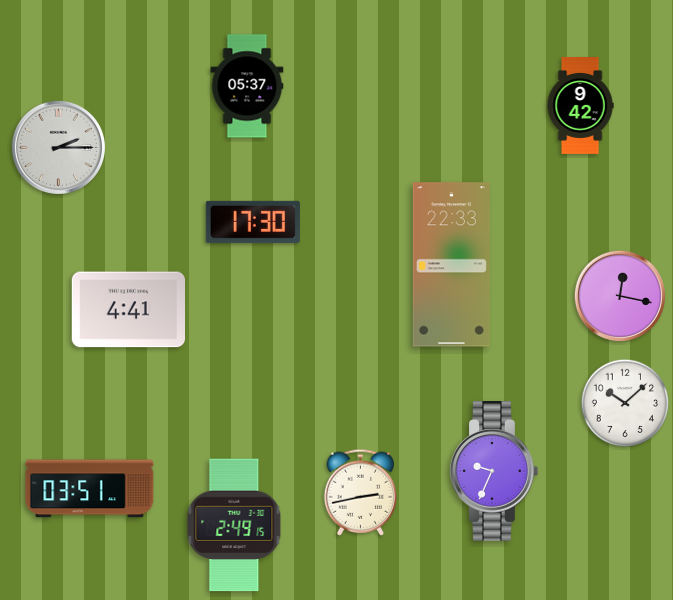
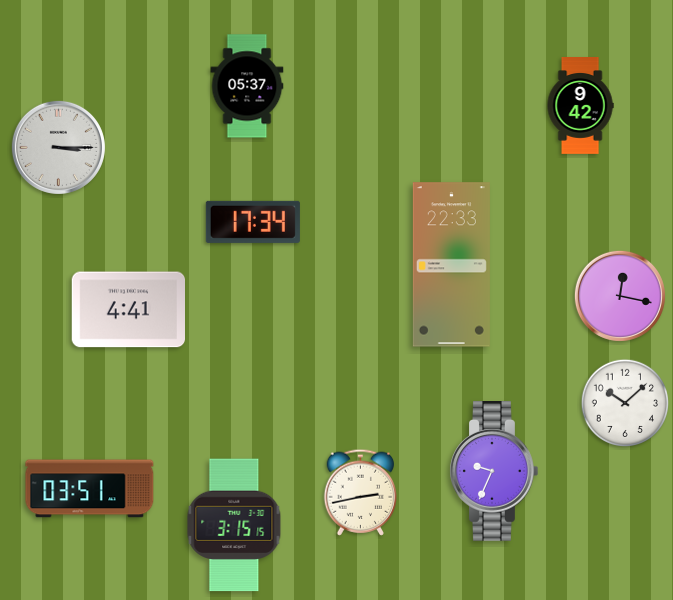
clock at (58, 147): 2:15 -> 3:15
clock at (253, 222): 17:30 -> 17:34
clock at (234, 525): 2:49 -> 3:15
